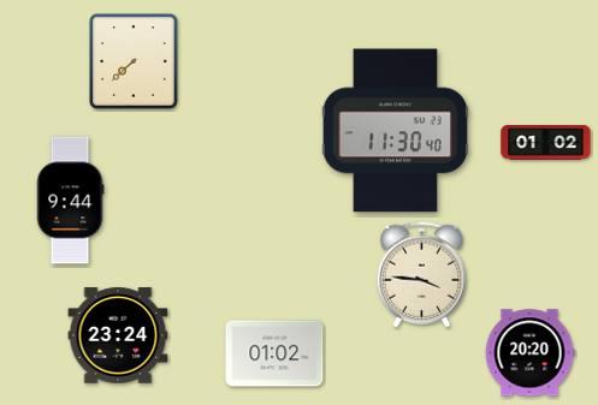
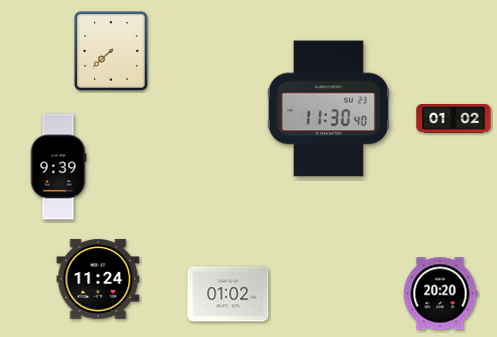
clock at (70, 201): 9:44 -> 9:39
clock at (421, 275): 3:46 -> none
clock at (118, 335): 23:24 -> 11:24
